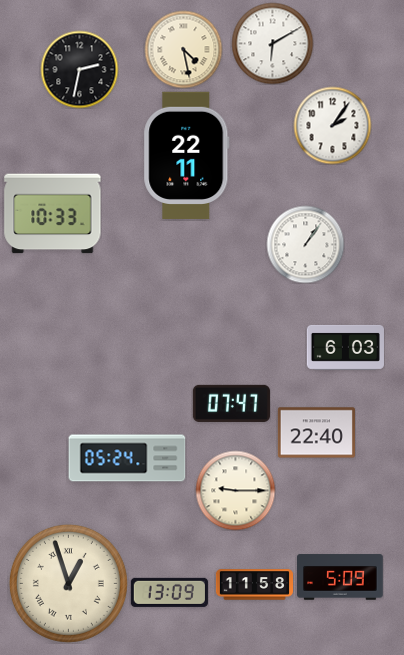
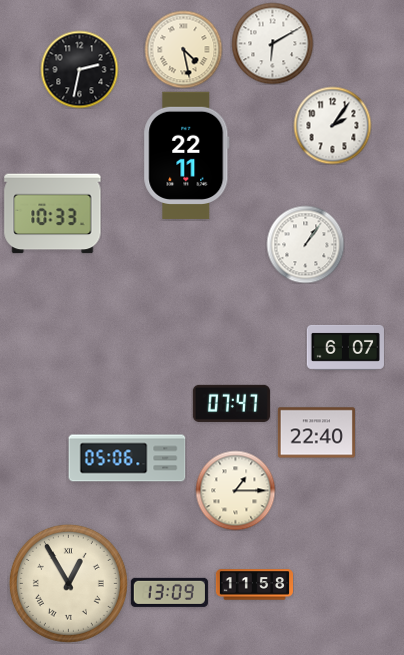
clock at (345, 347): 6:03 -> 6:07
clock at (127, 458): 05:24 -> 05:06
clock at (235, 490): 9:15 -> 1:15
clock at (341, 577): 5:09 -> none
clock at (68, 583): 12:57 -> 12:55
